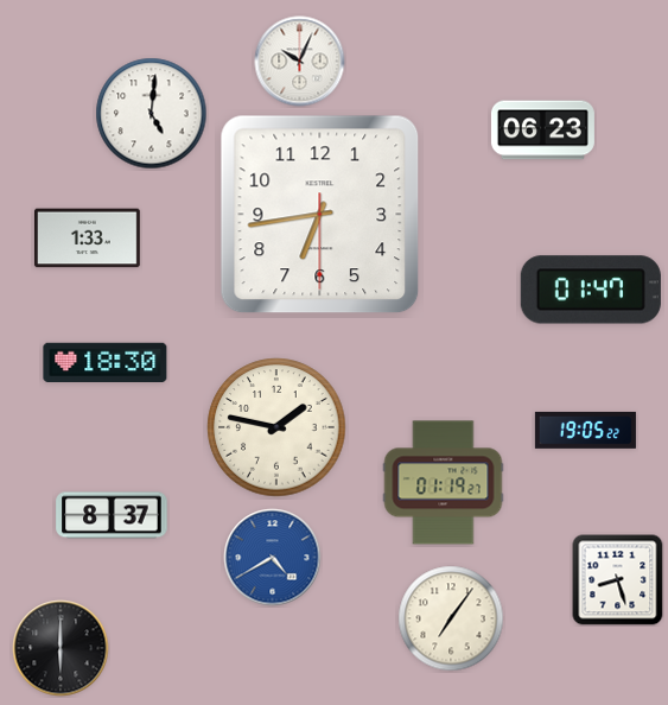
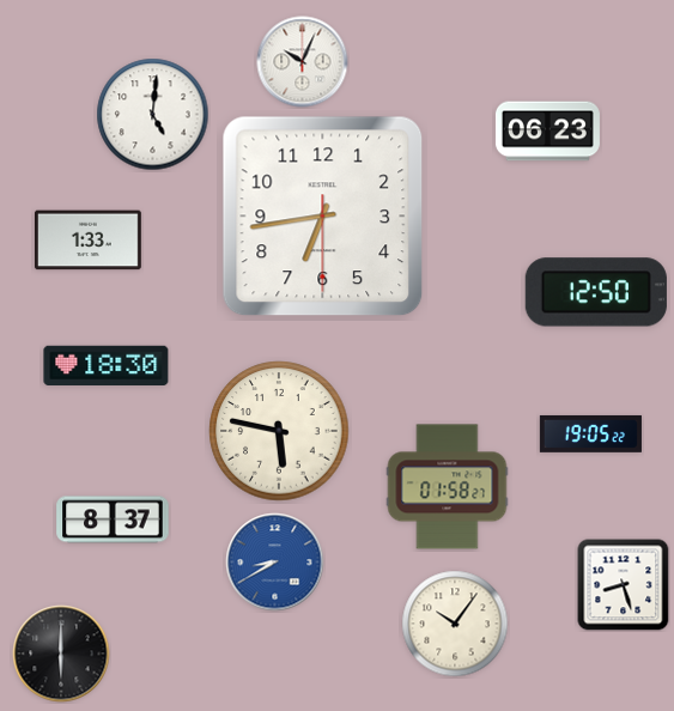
clock at (591, 290): 01:47 -> 12:50
clock at (276, 427): 1:47 -> 5:47
clock at (444, 483): 01:19 -> 01:58
clock at (273, 558): 4:40 -> 8:40
clock at (451, 618): 7:06 -> 10:06
